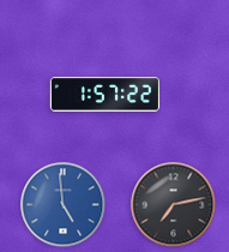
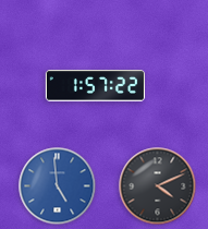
clock at (174, 205): 7:13 -> 4:11
